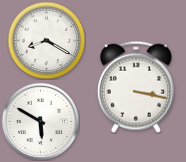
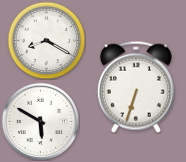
clock at (136, 87): 3:17 -> 6:33
